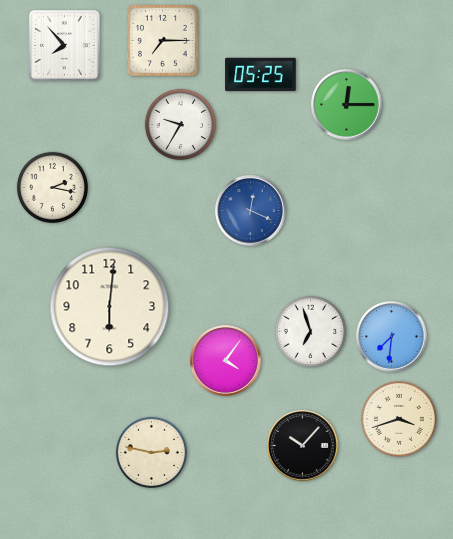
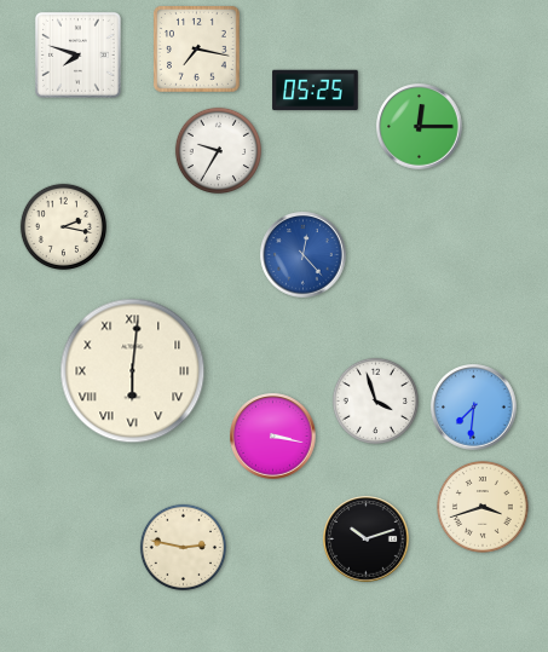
clock at (163, 41): 7:15 -> 7:17
clock at (64, 45): 7:53 -> 7:48
clock at (251, 211): 12:19 -> 12:23
clock at (110, 307) numerals: Arabic -> Roman
clock at (310, 331): 6:57 -> 3:57
clock at (226, 361): 4:06 -> 3:17
clock at (303, 446): 10:07 -> 10:12
